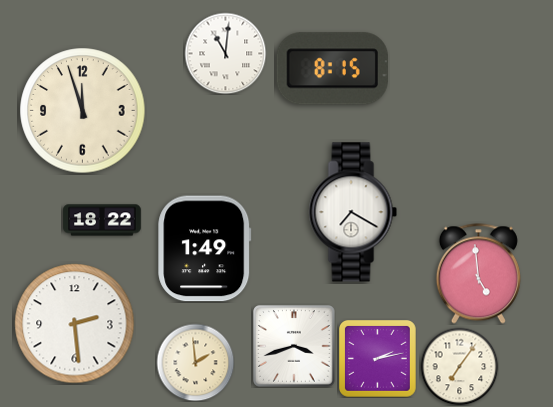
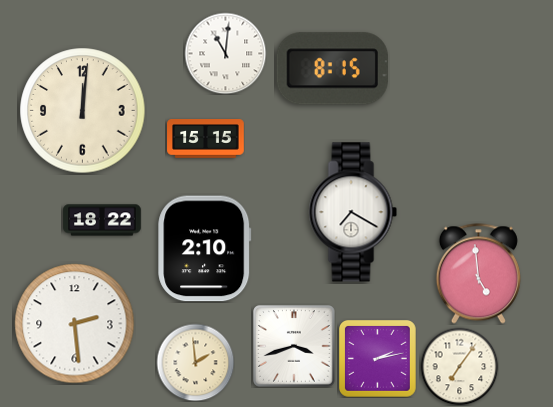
clock at (83, 111): 11:57 -> 12:01
clock at (206, 139): none -> 15:15
clock at (205, 249): 1:49 -> 2:10
